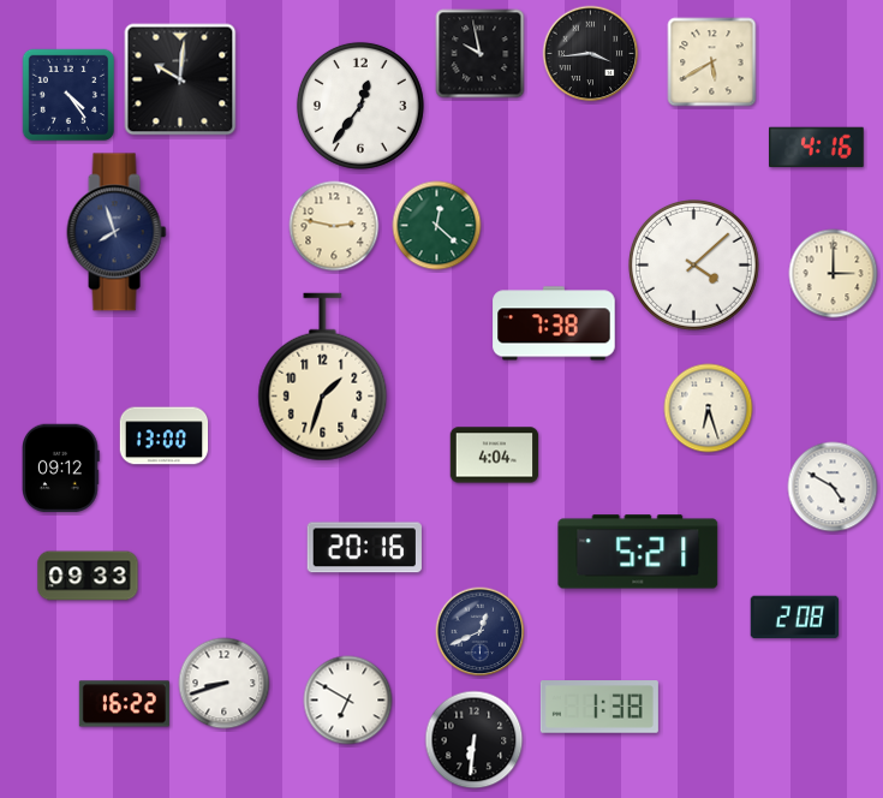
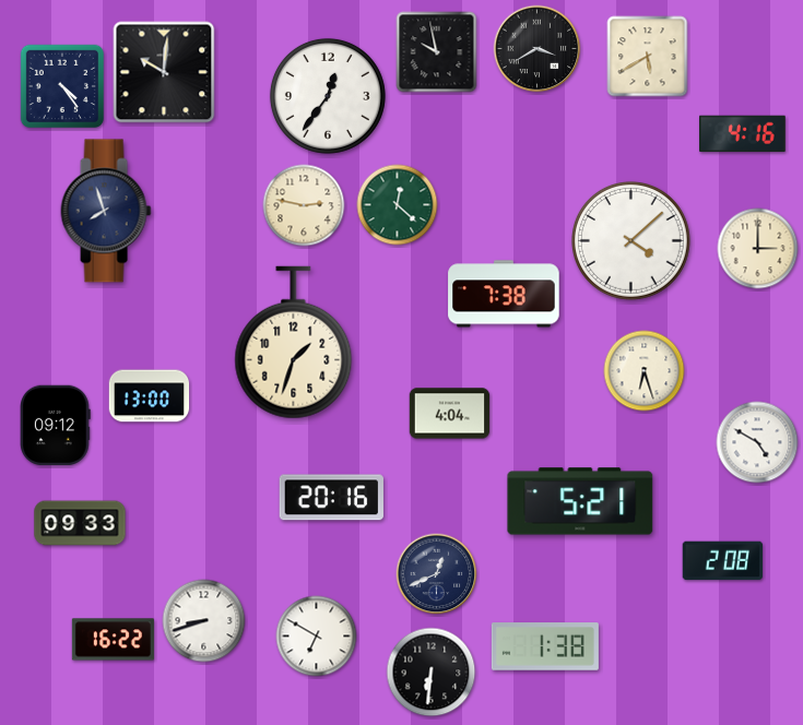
clock at (481, 54) position: (481, 54) -> (437, 52)
clock at (591, 54): 3:44 -> 3:40
clock at (599, 707) position: (599, 707) -> (545, 646)
